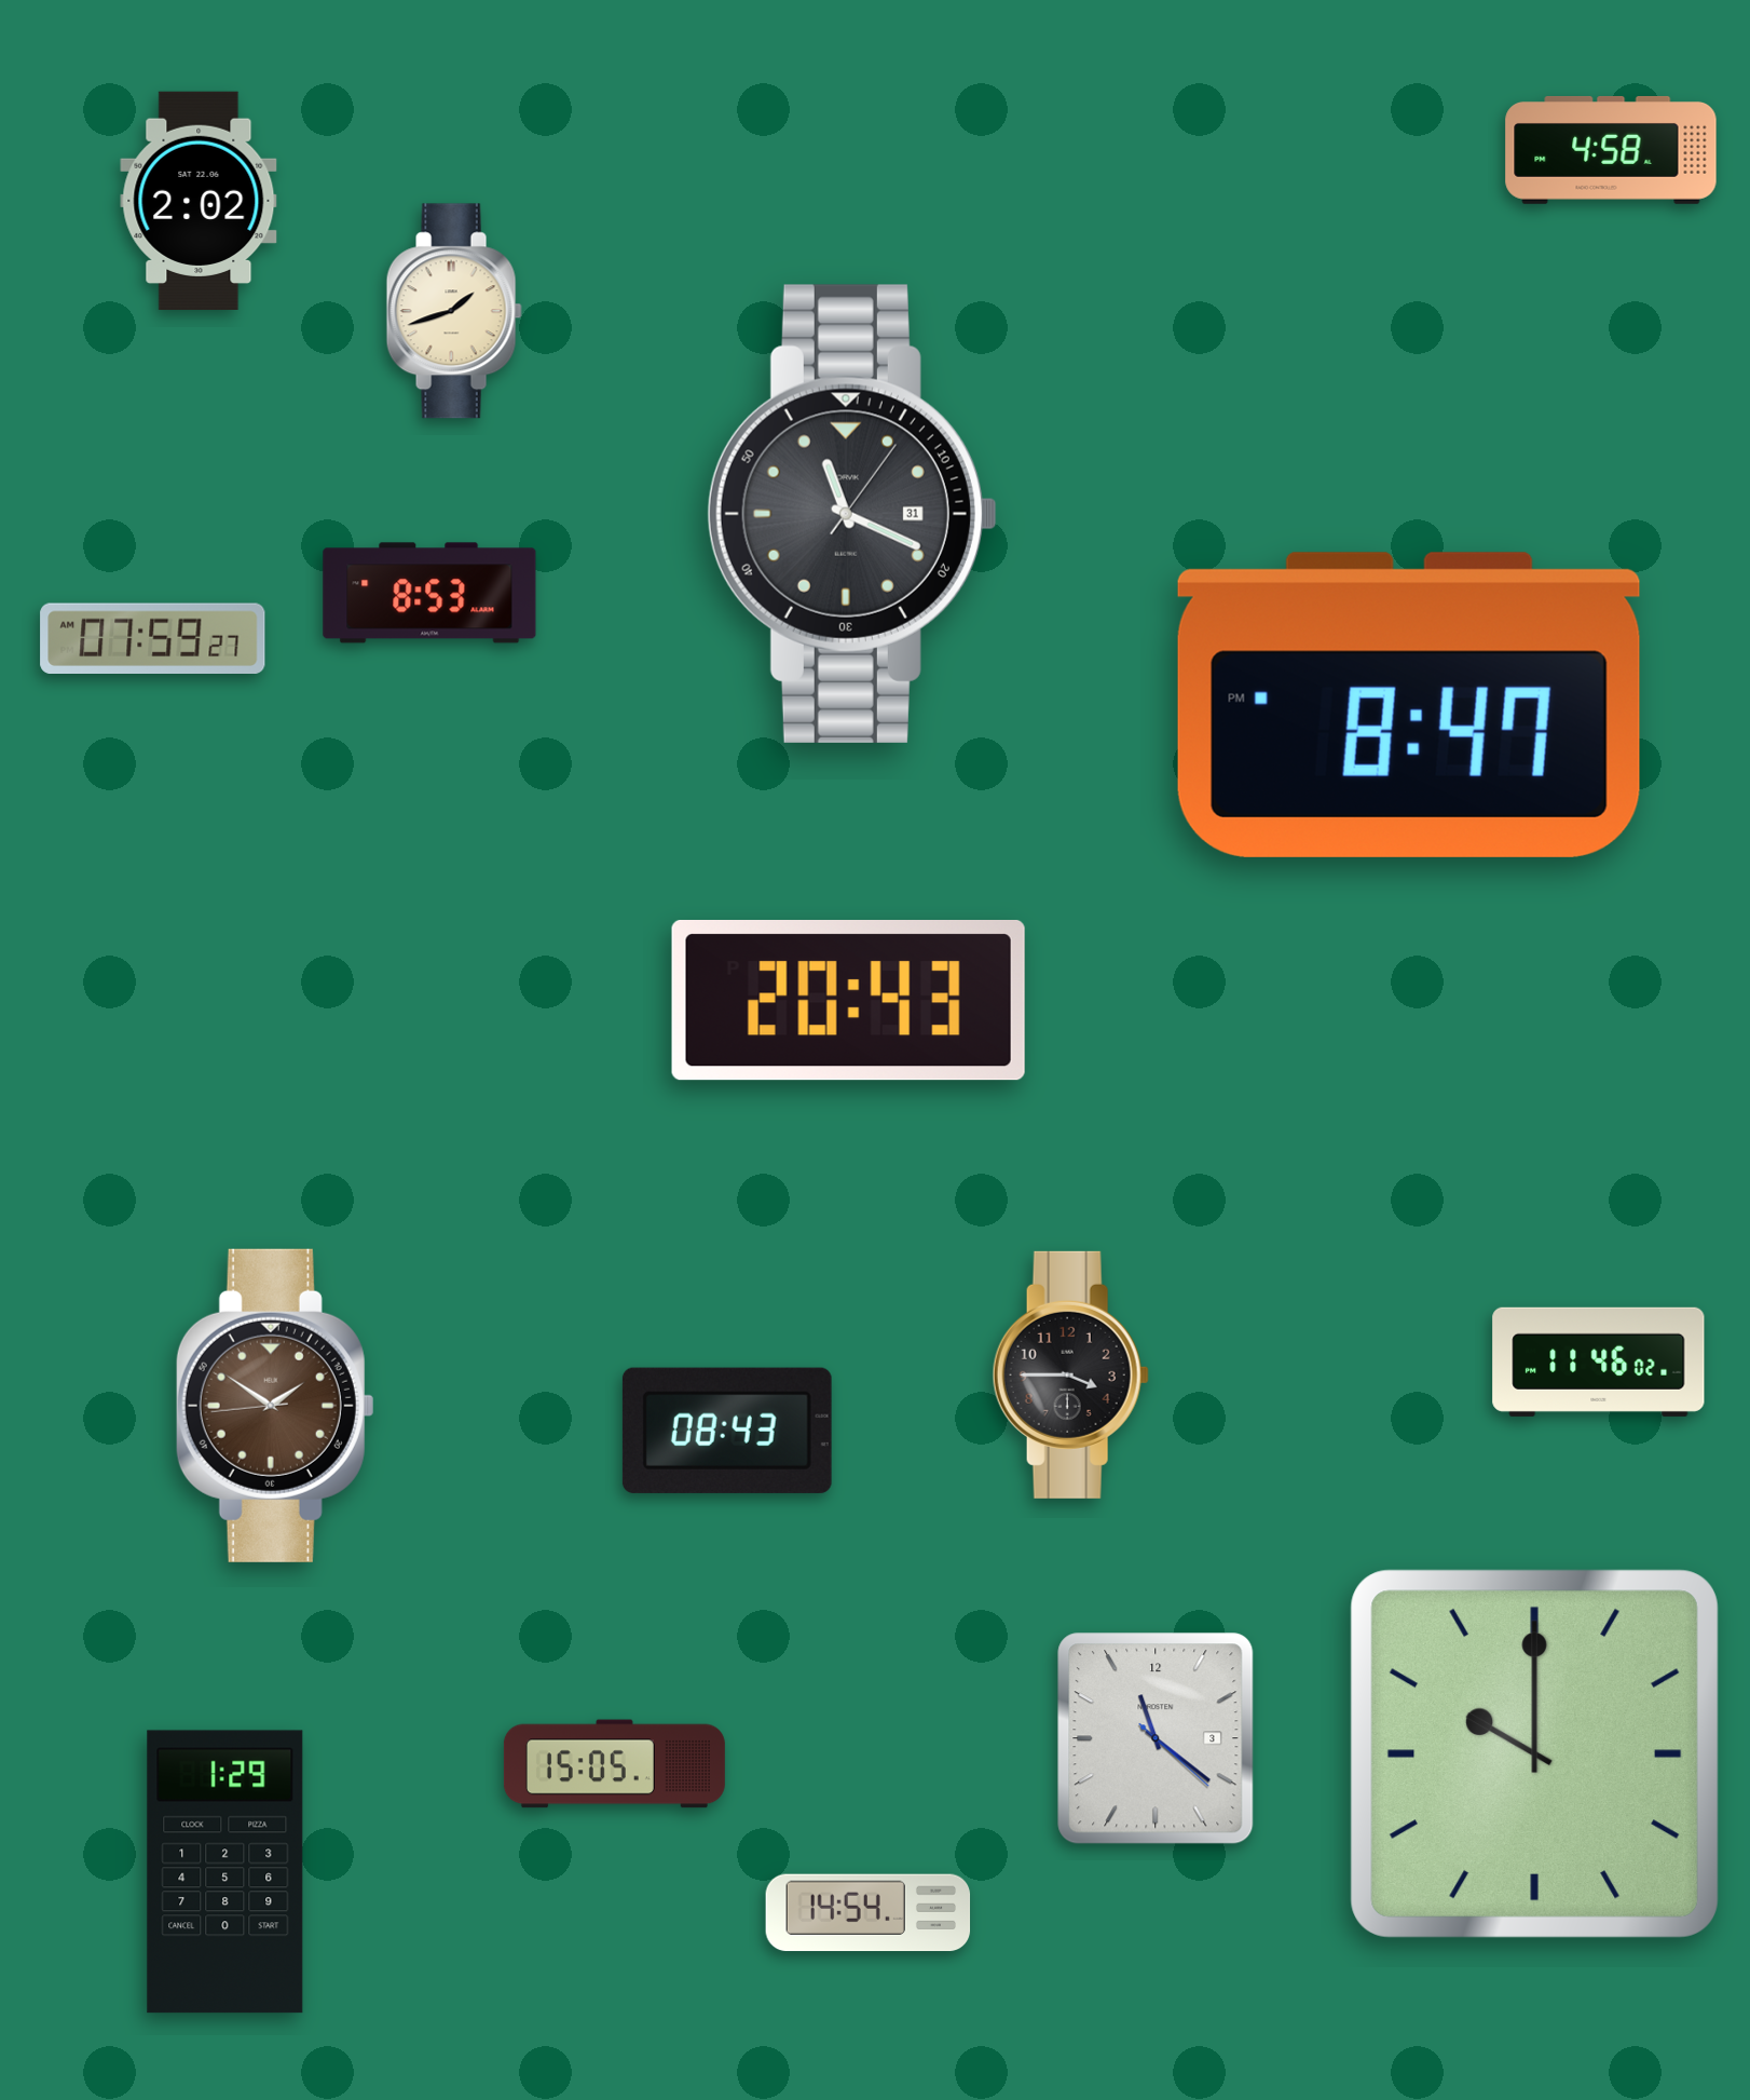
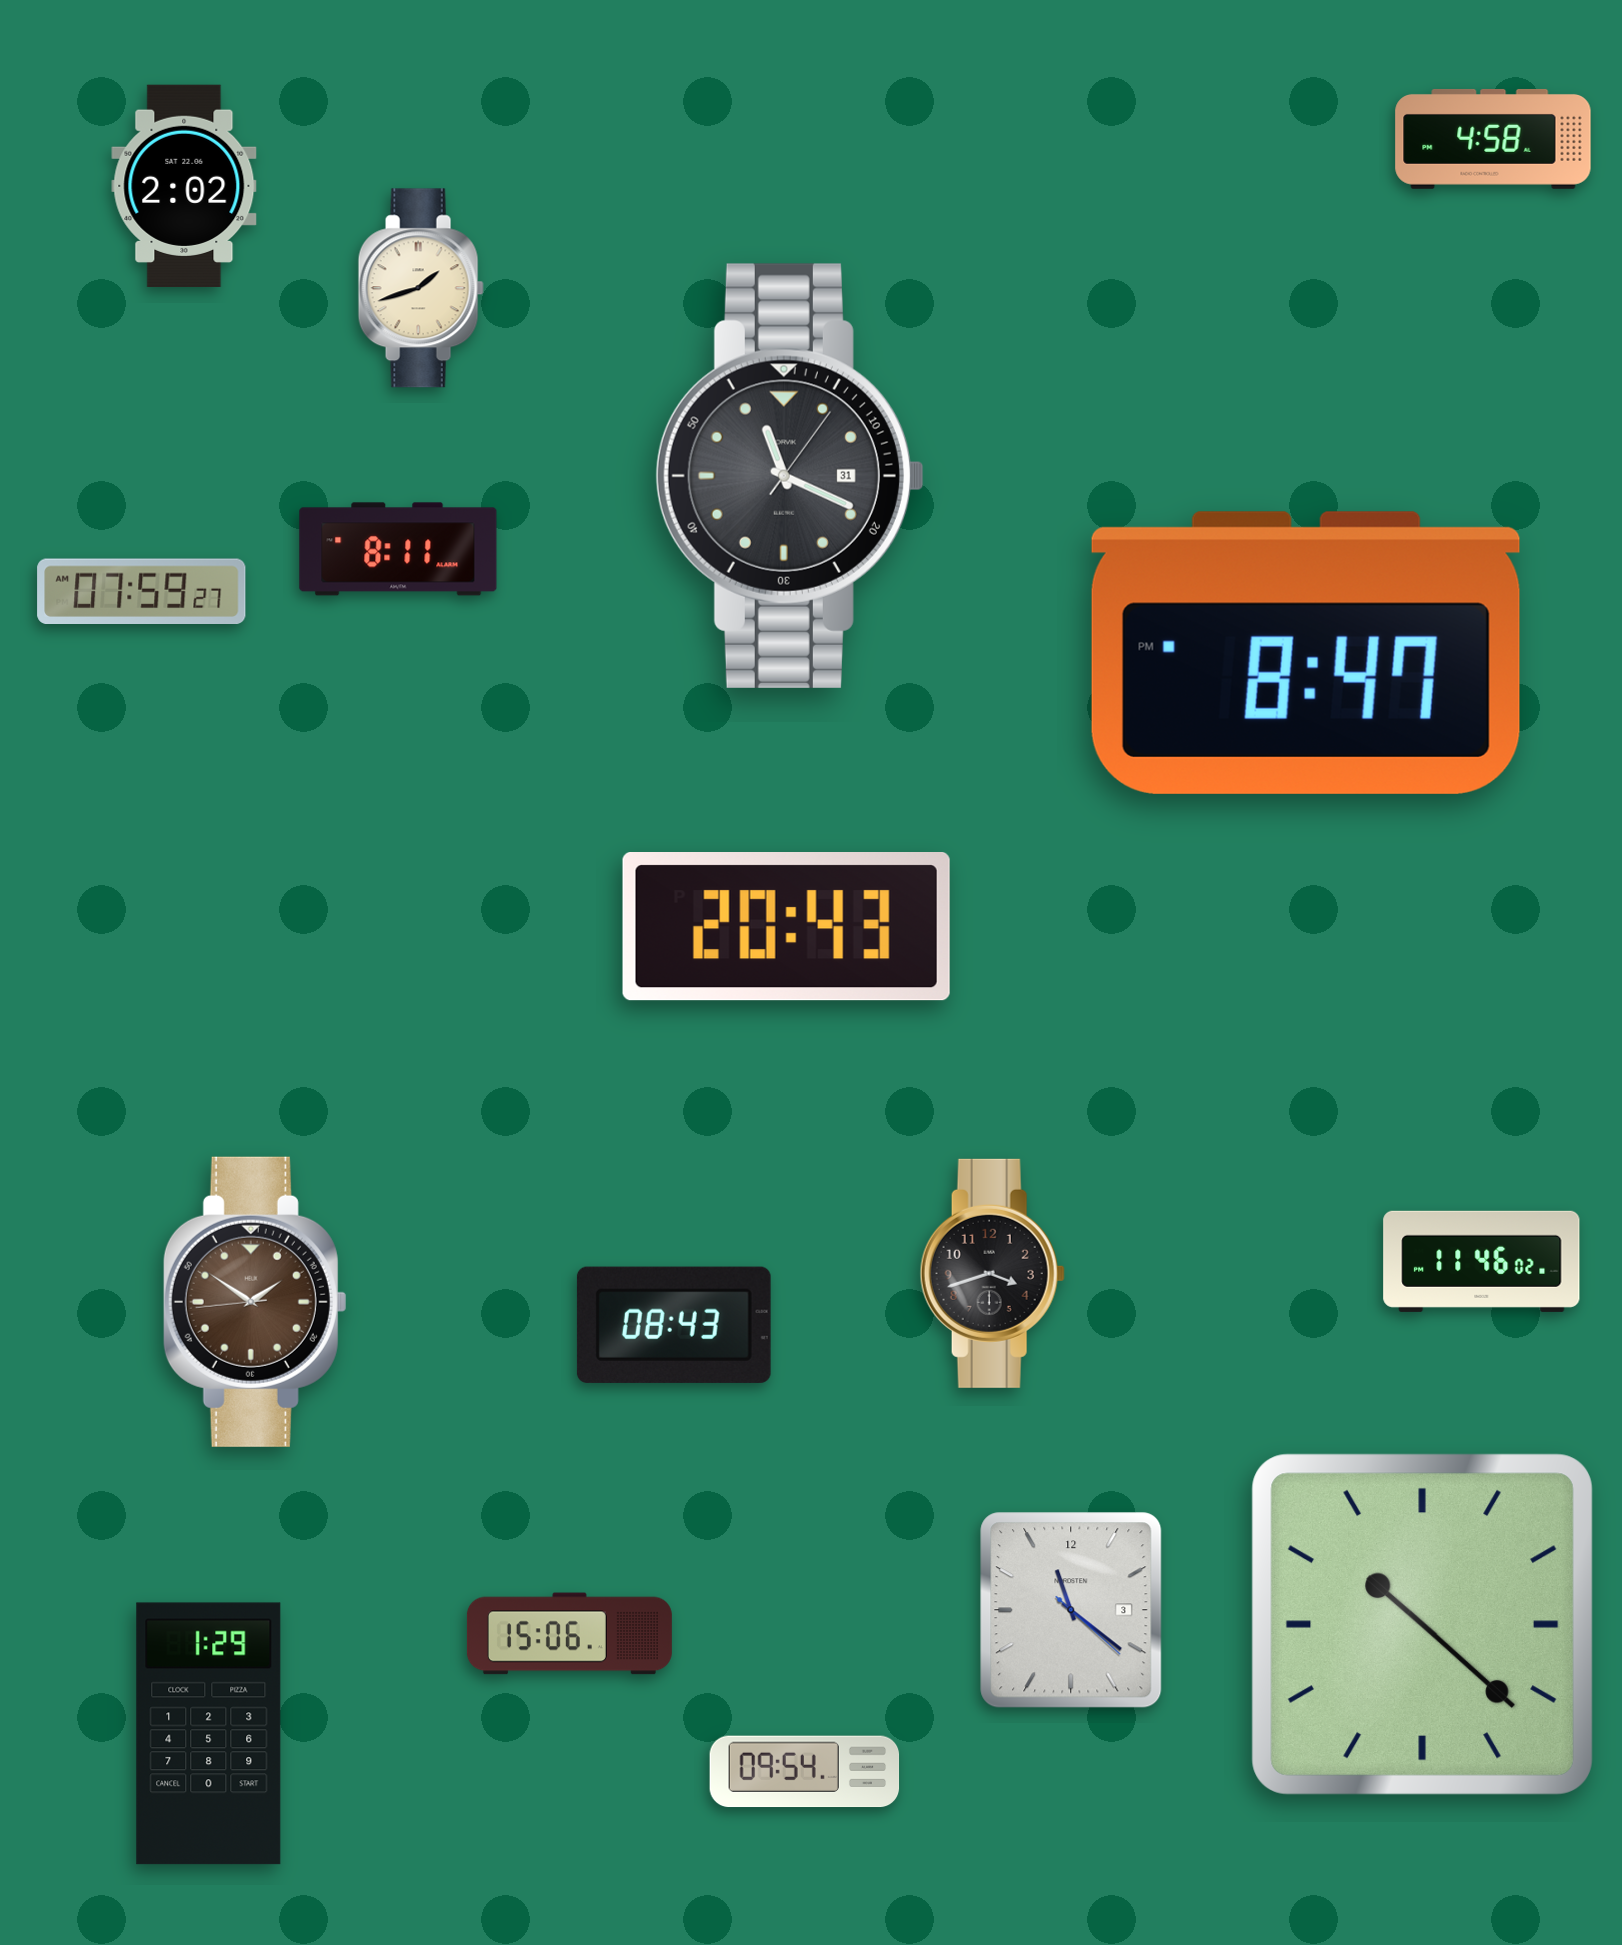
clock at (429, 593): 8:53 -> 8:11
clock at (1070, 1374): 3:45 -> 3:42
clock at (1534, 1753): 10:00 -> 10:22
clock at (614, 1764): 15:05 -> 15:06
clock at (869, 1913): 14:54 -> 09:54
